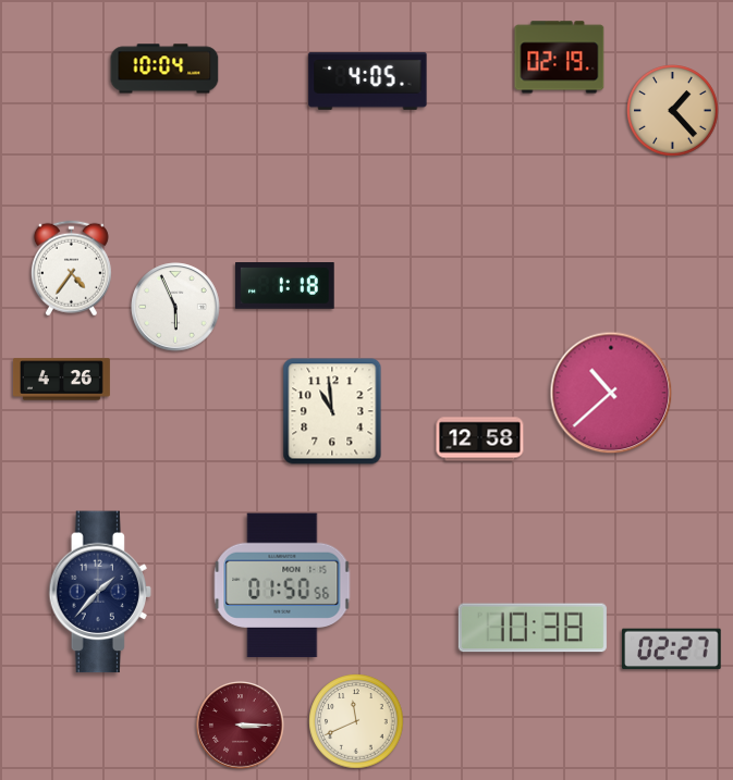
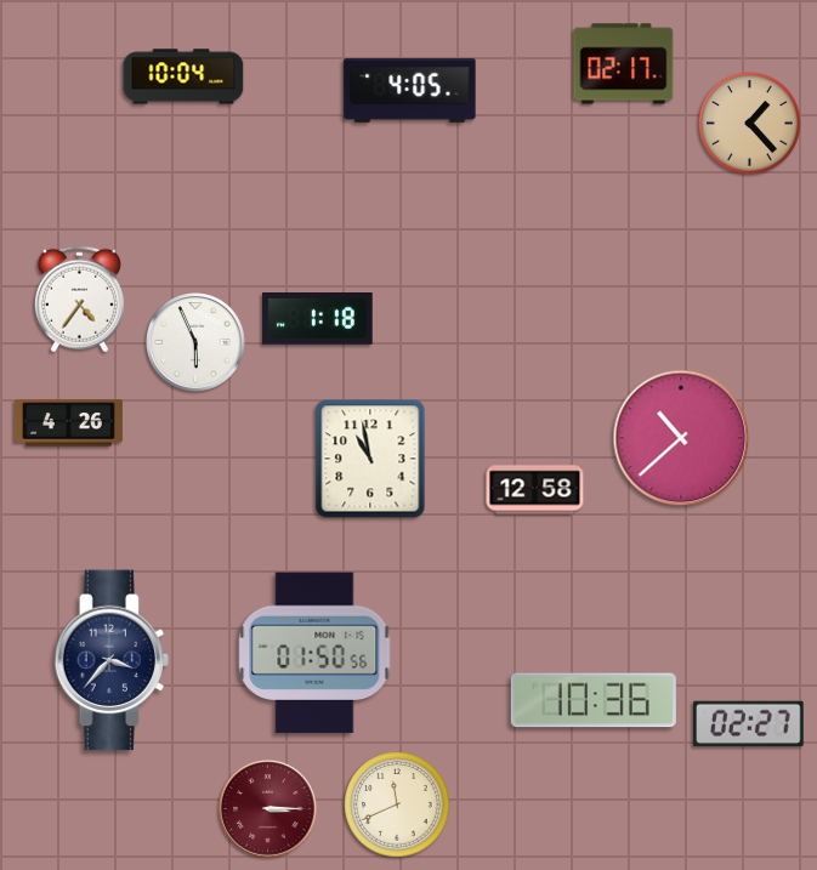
clock at (560, 58): 02:19 -> 02:17
clock at (332, 411): 10:59 -> 10:58
clock at (100, 592): 1:37 -> 3:37
clock at (533, 628): 10:38 -> 10:36
